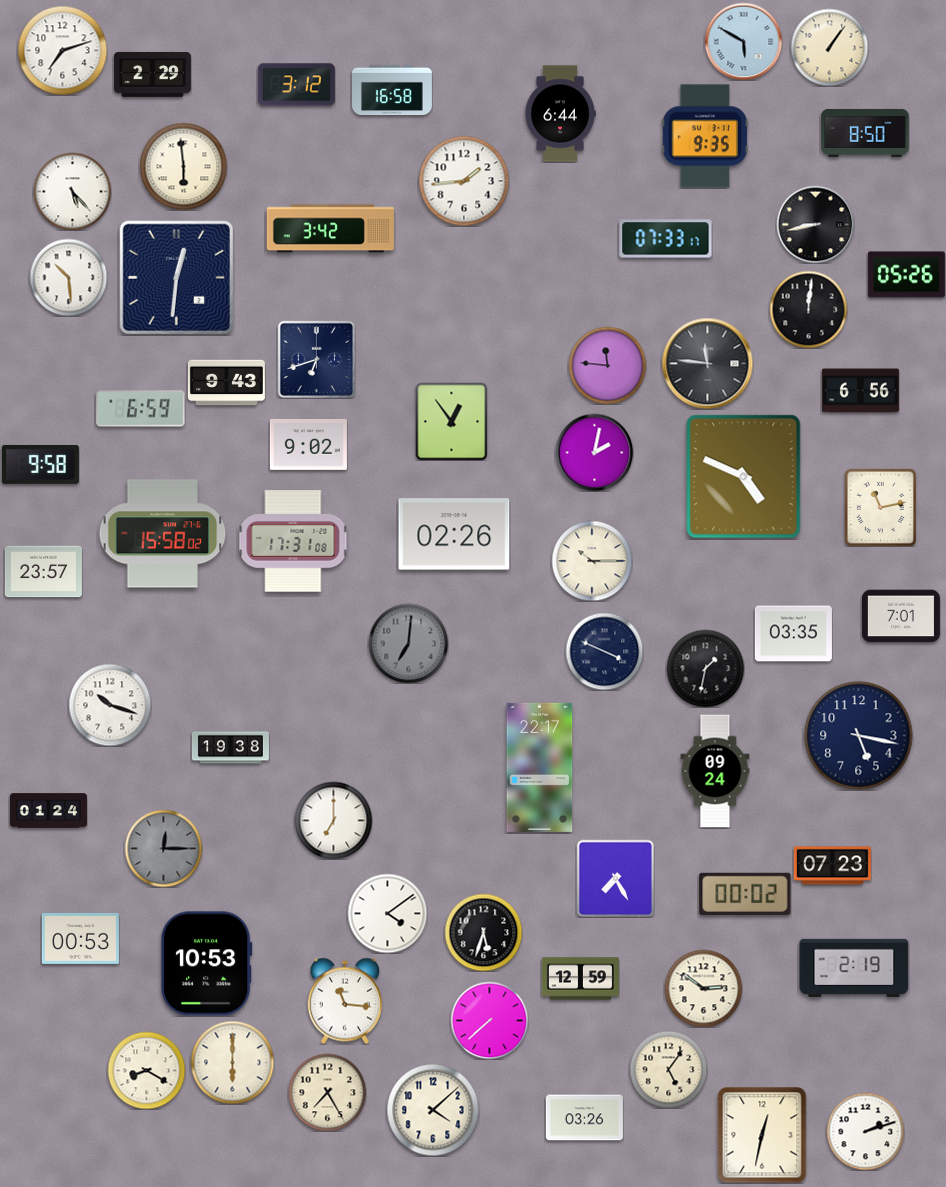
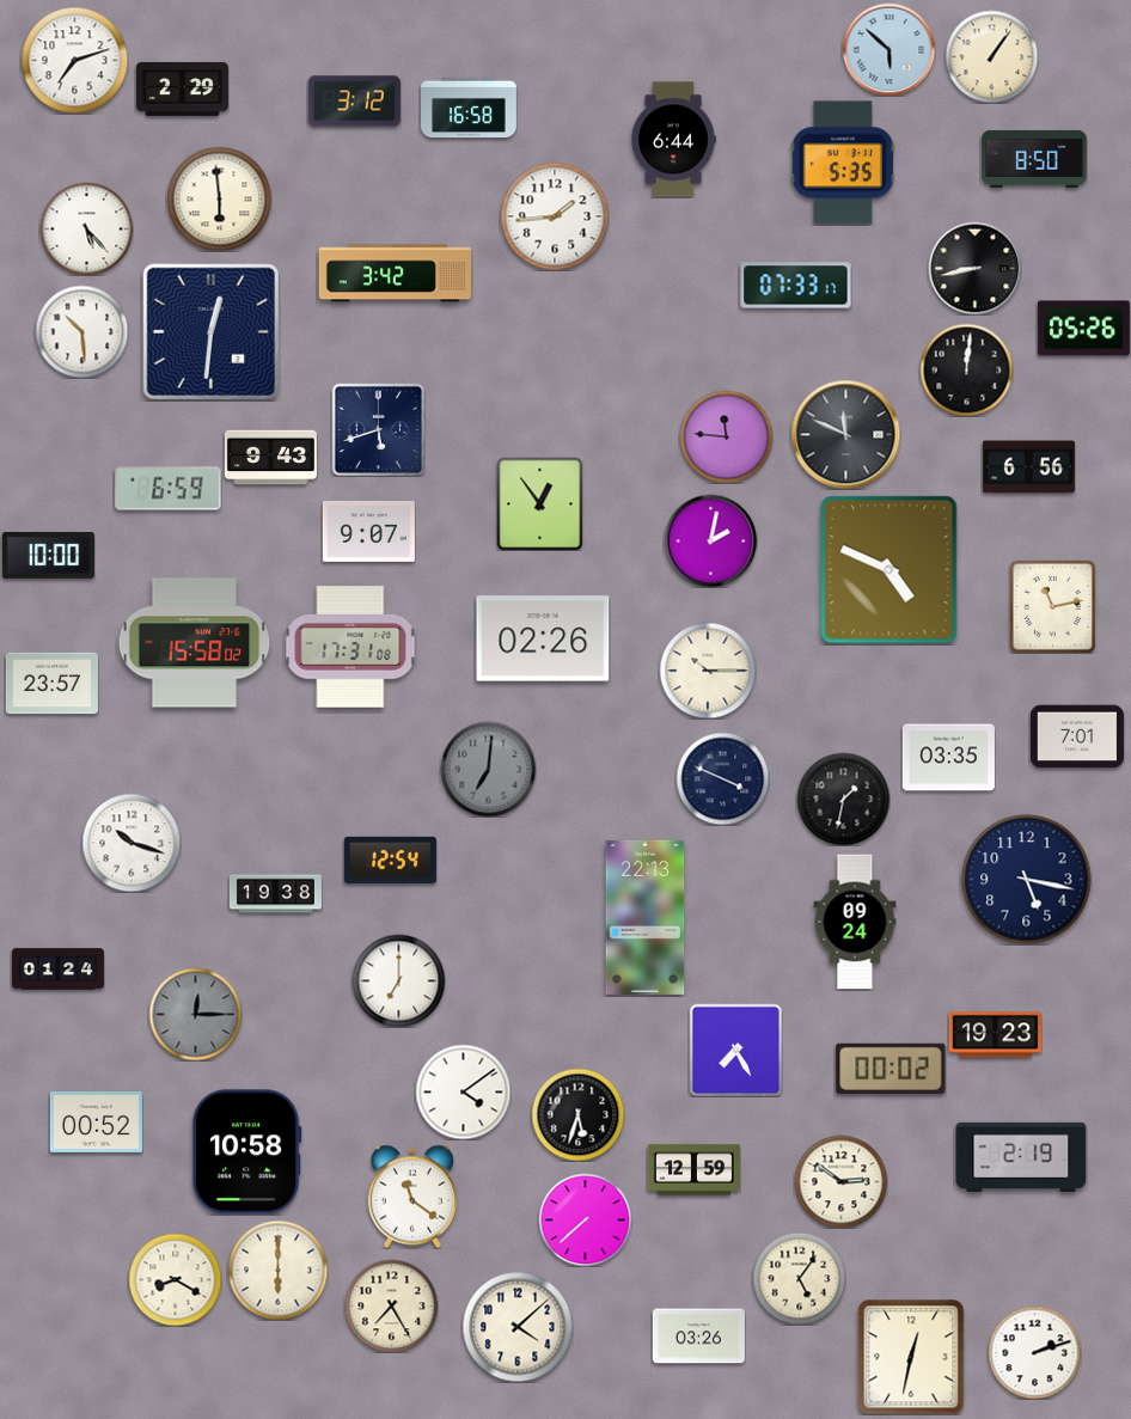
clock at (743, 41): 5:50 -> 5:52
clock at (560, 114) position: (560, 114) -> (673, 140)
clock at (704, 136): 9:35 -> 5:35
clock at (316, 359): 6:42 -> 5:42
clock at (707, 363): 11:46 -> 11:49
clock at (308, 444): 9:02 -> 9:07
clock at (40, 464): 9:58 -> 10:00
clock at (163, 534) position: (163, 534) -> (195, 643)
clock at (390, 860): none -> 12:54
clock at (540, 767): 22:17 -> 22:13
clock at (832, 866): 07:23 -> 19:23
clock at (80, 938): 00:53 -> 00:52
clock at (206, 964): 10:53 -> 10:58
clock at (345, 1001): 11:16 -> 11:21
